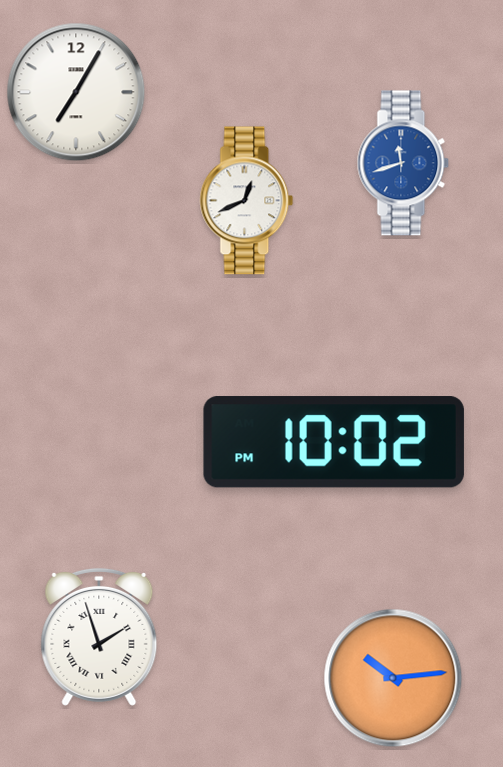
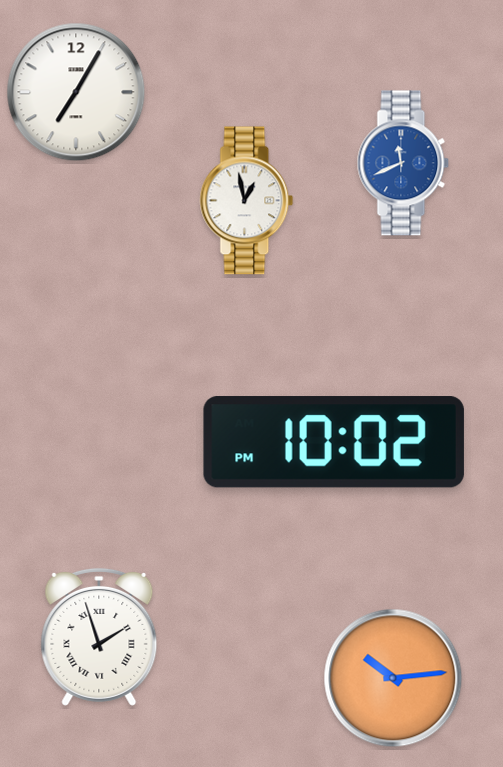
clock at (403, 163): 11:42 -> 11:41
clock at (247, 201): 12:41 -> 12:58
